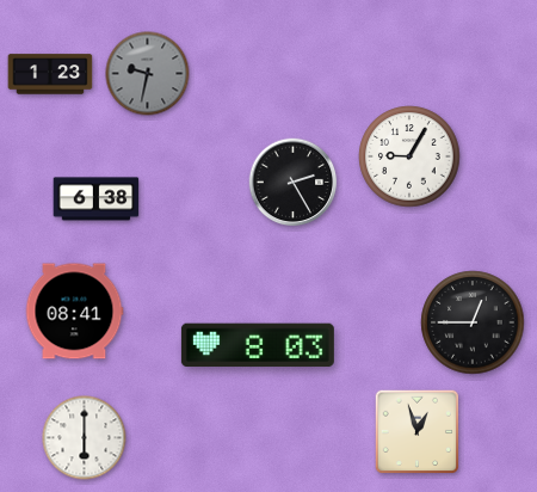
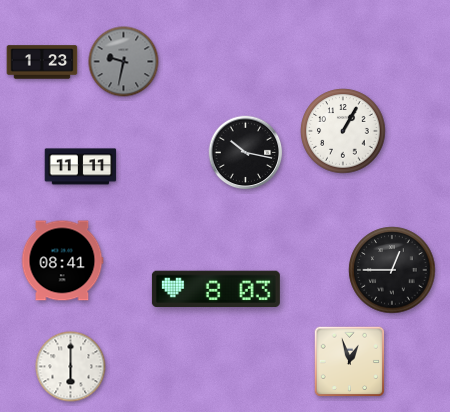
clock at (409, 156): 9:05 -> 1:05
clock at (294, 183): 2:25 -> 10:17
clock at (97, 199): 6:38 -> 11:11
clock at (473, 322) position: (473, 322) -> (392, 270)
